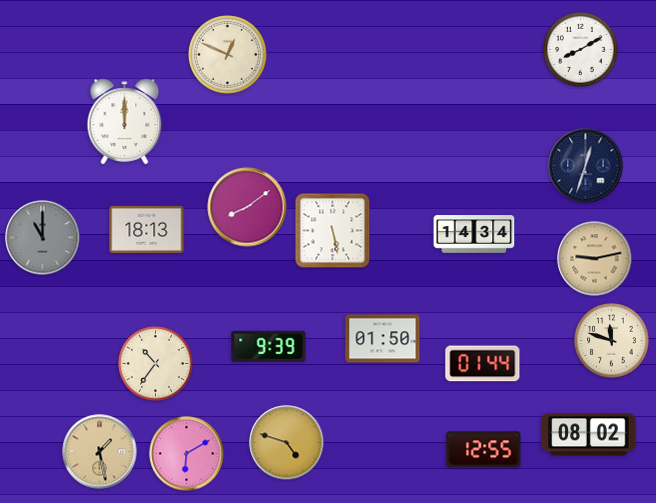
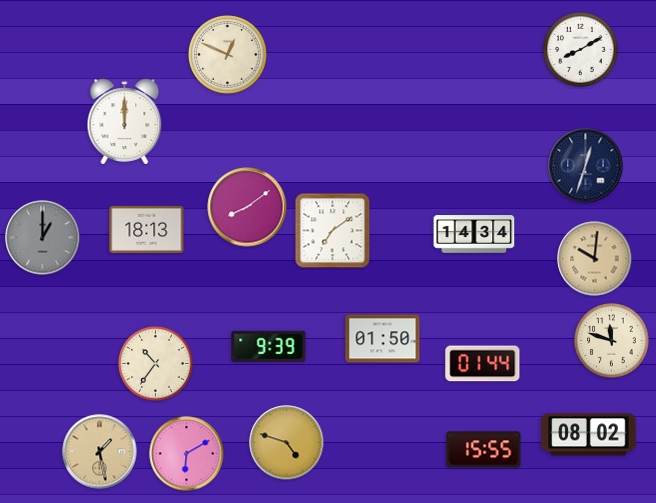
clock at (333, 231): 5:28 -> 7:09
clock at (43, 238): 11:00 -> 1:00
clock at (595, 259): 9:13 -> 10:01
clock at (484, 450): 12:55 -> 15:55
